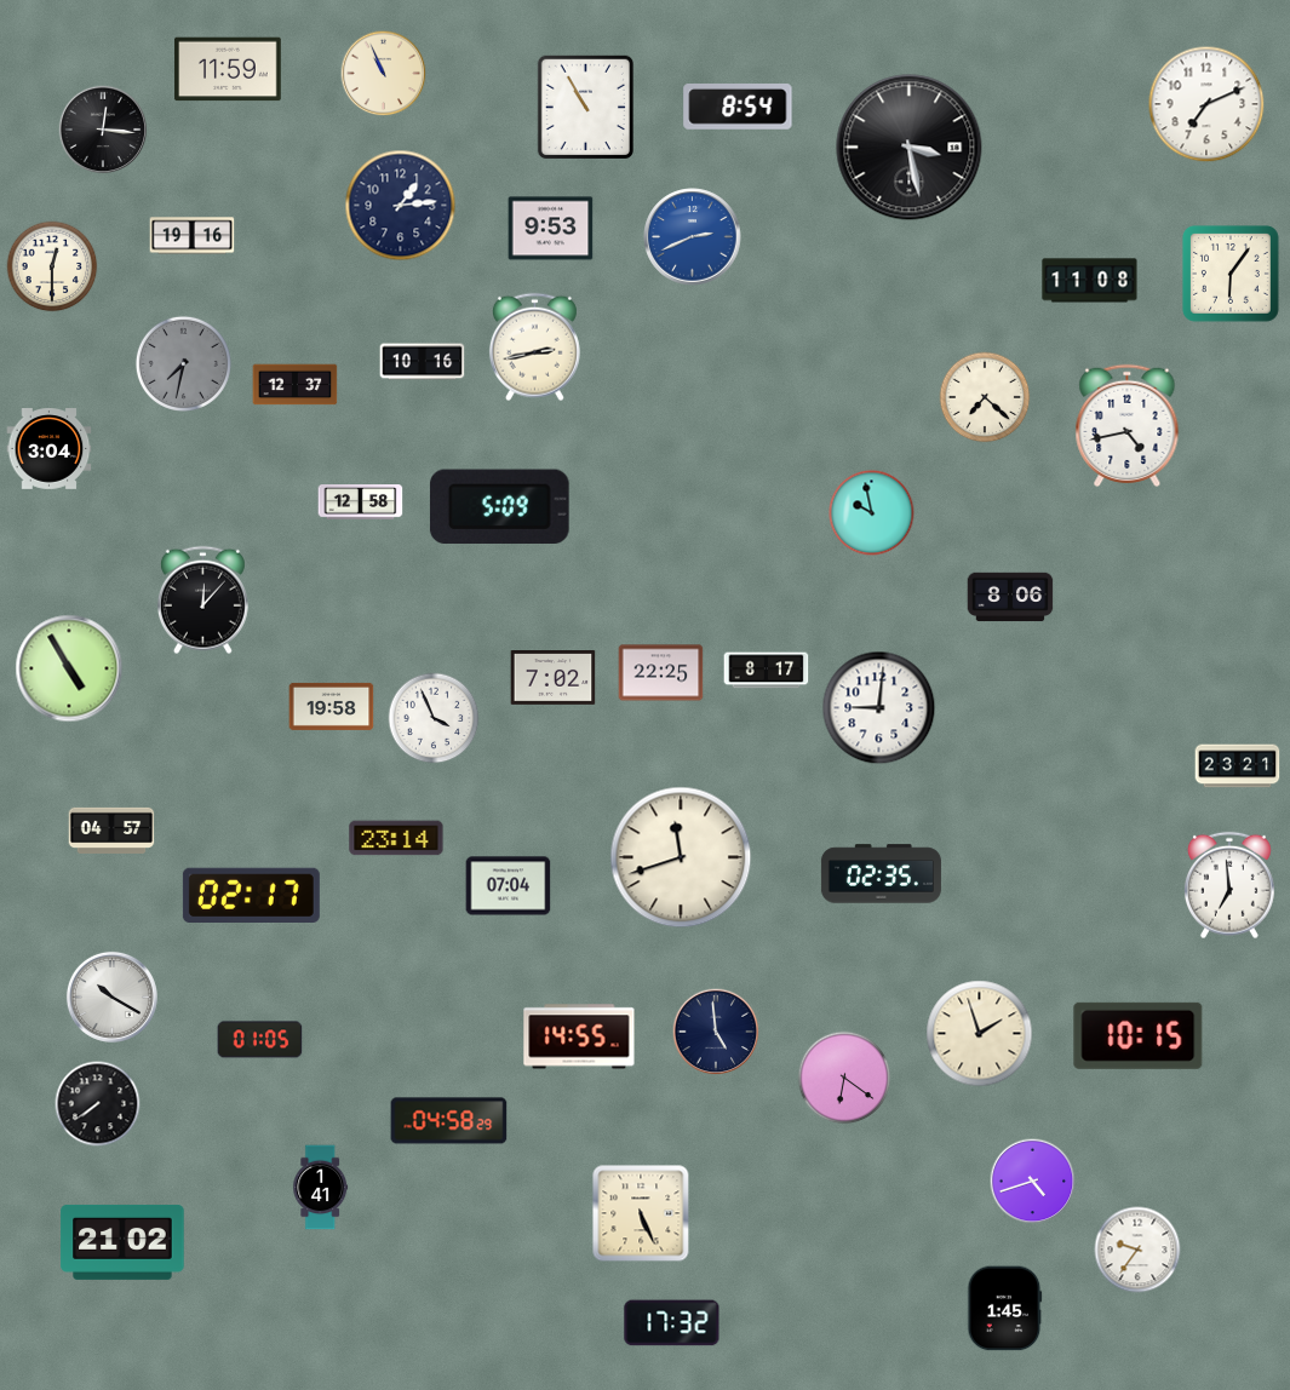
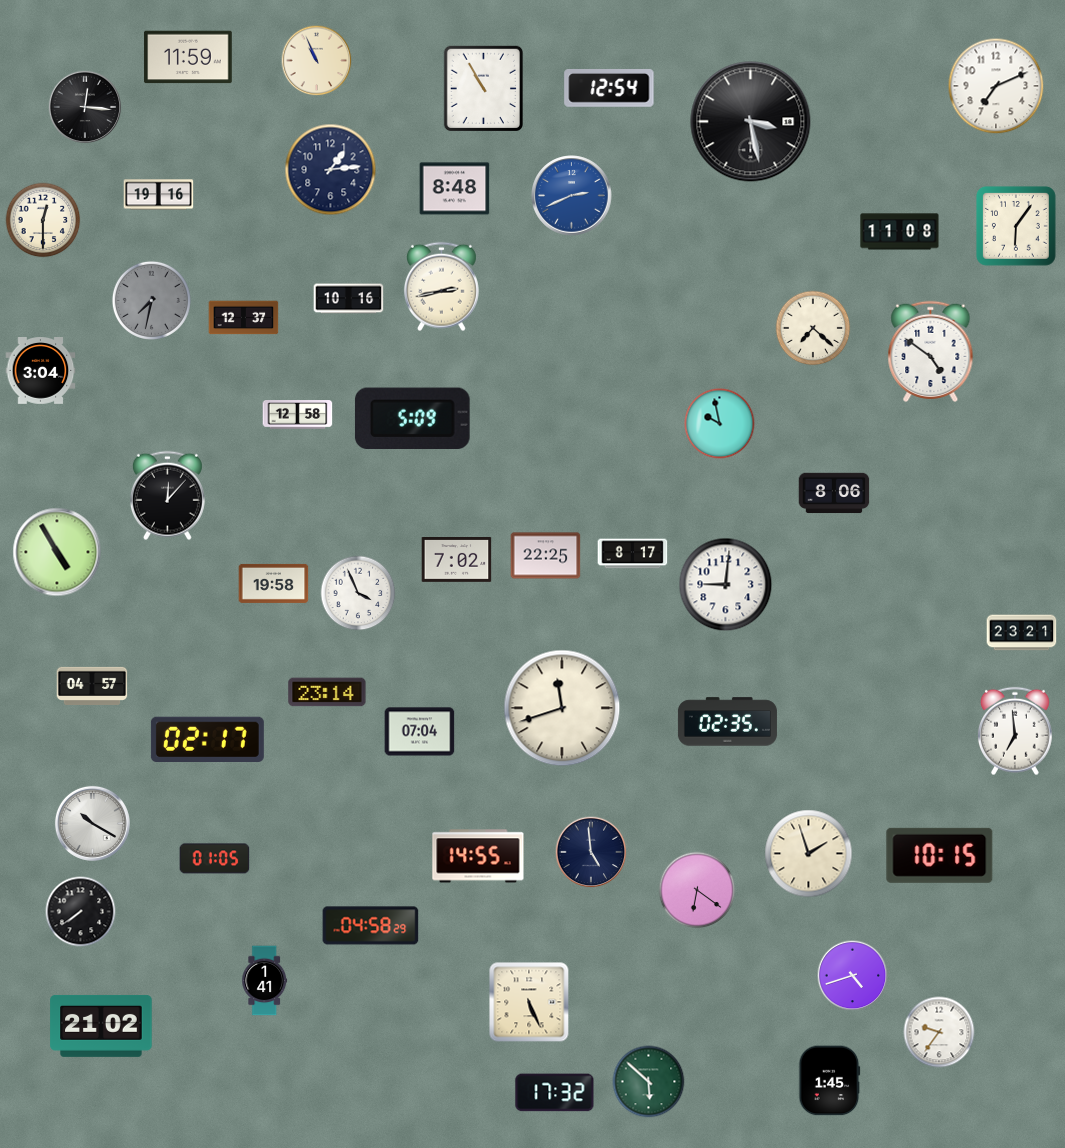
clock at (738, 108): 8:54 -> 12:54
clock at (551, 229): 9:53 -> 8:48
clock at (1128, 425): 4:43 -> 4:51
clock at (649, 1082): none -> 5:52
